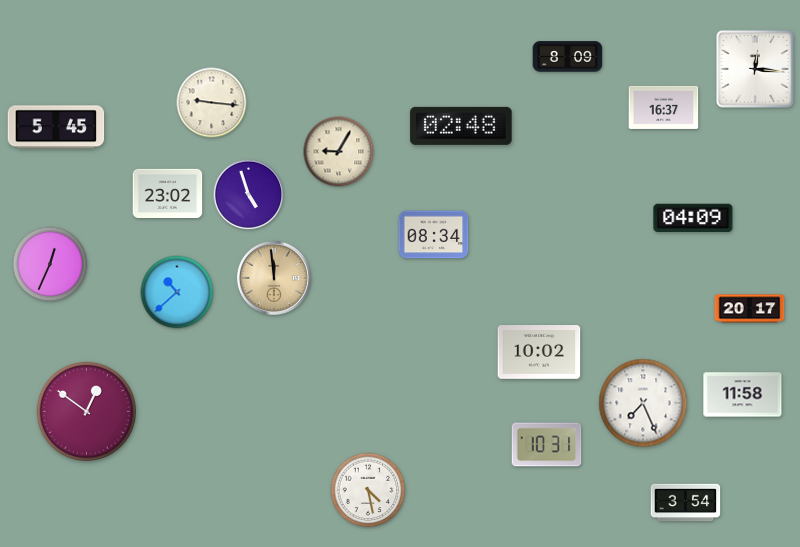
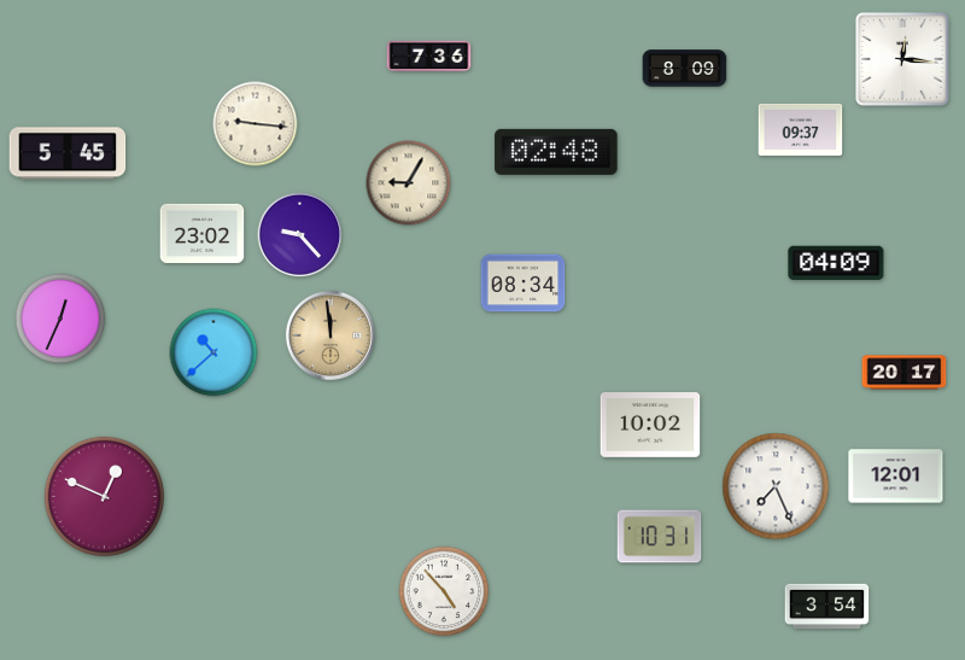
clock at (429, 57): none -> 7:36
clock at (755, 69) position: (755, 69) -> (902, 59)
clock at (664, 107): 16:37 -> 09:37
clock at (249, 195): 4:57 -> 9:23
clock at (743, 395): 11:58 -> 12:01
clock at (86, 411): 12:51 -> 12:49
clock at (368, 490): 4:28 -> 4:53
